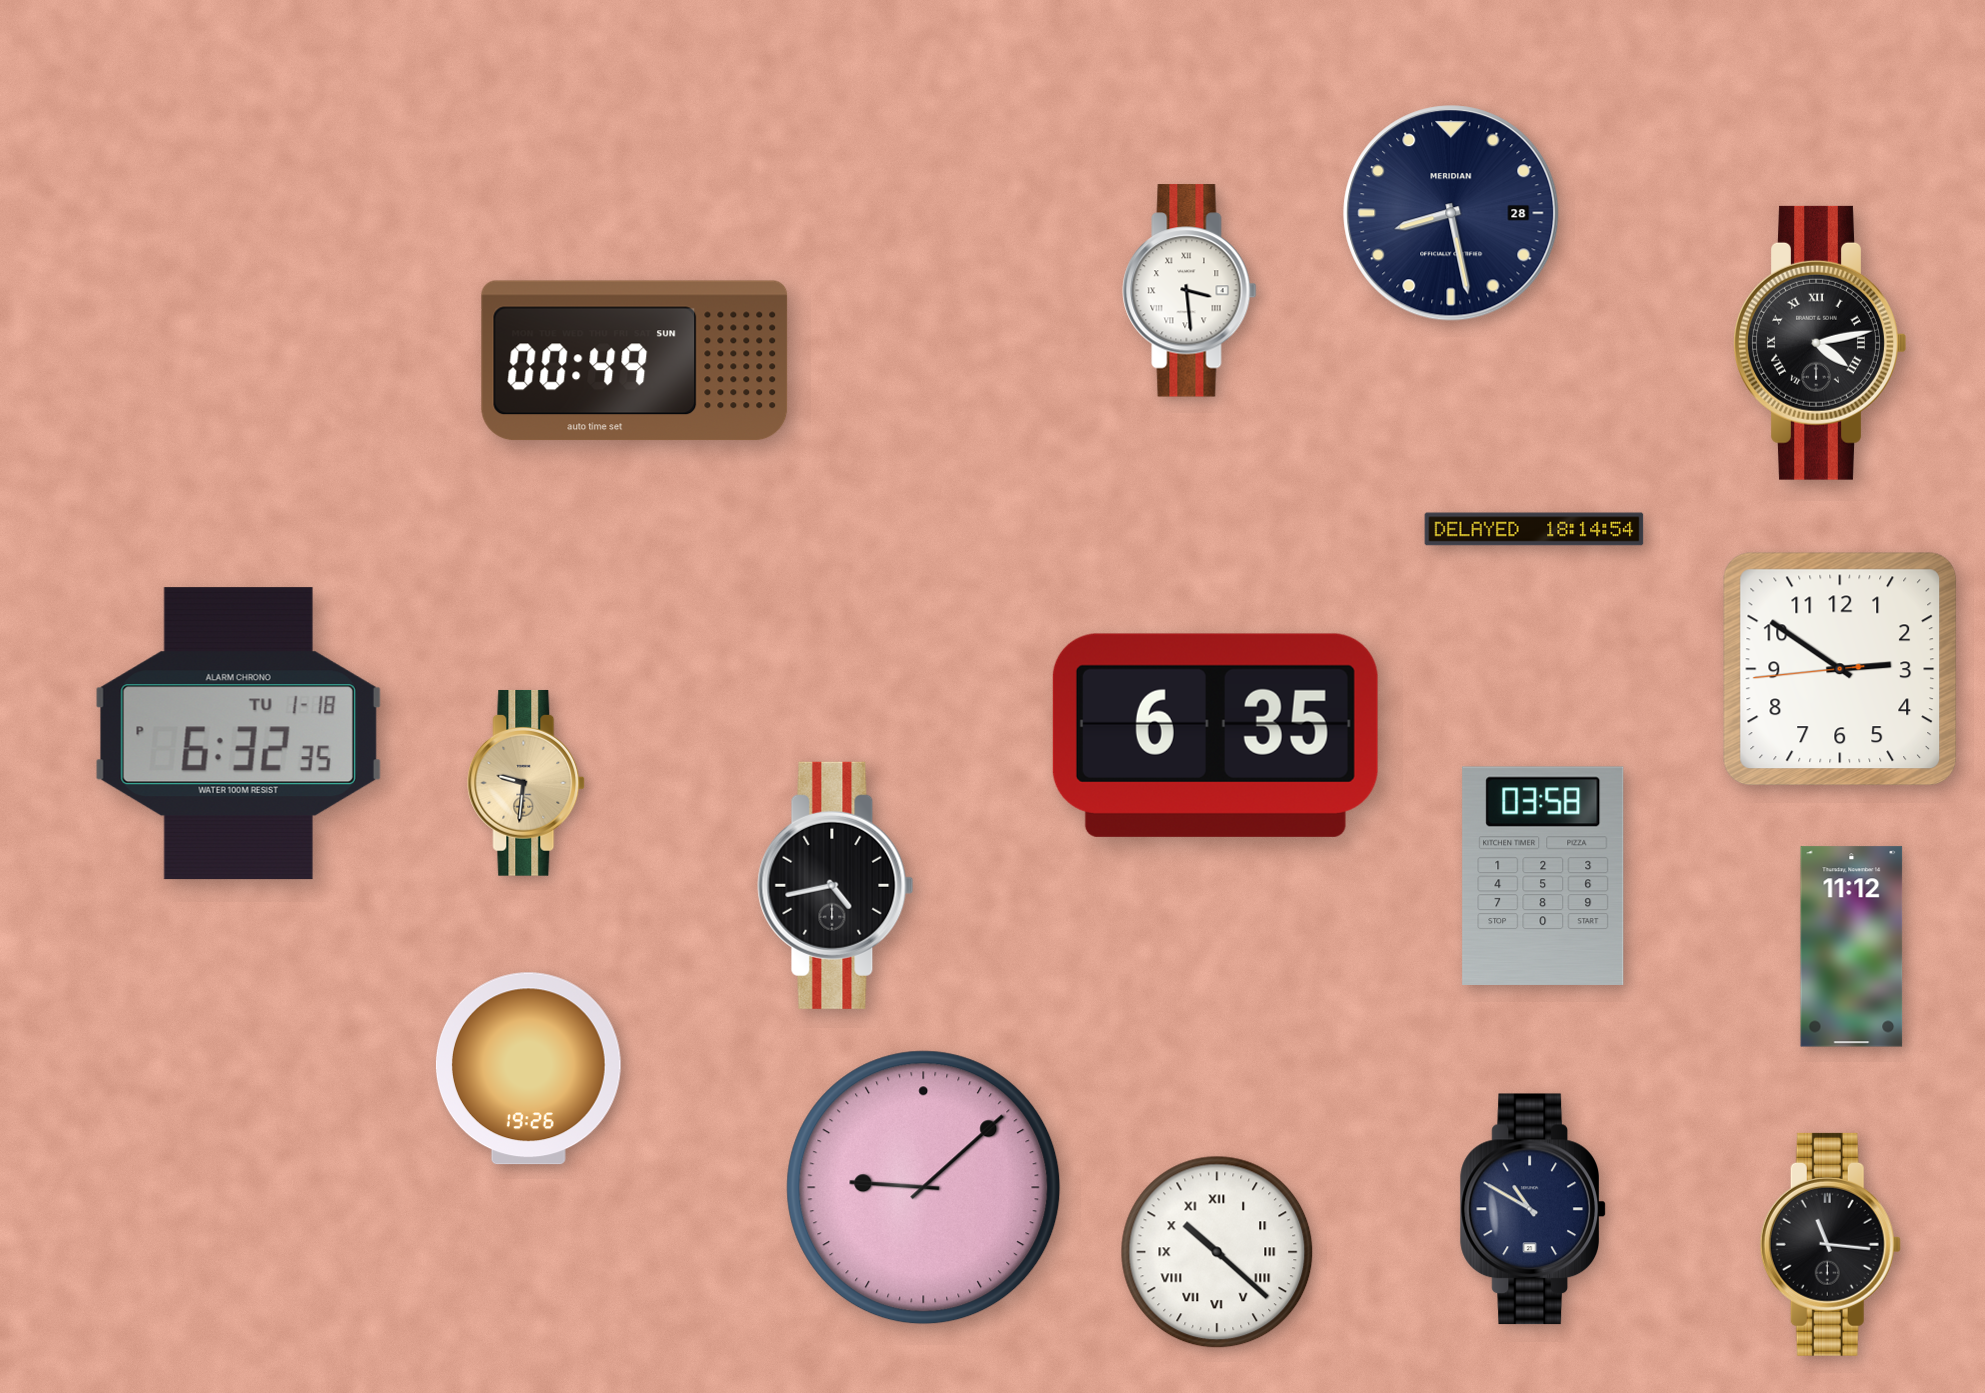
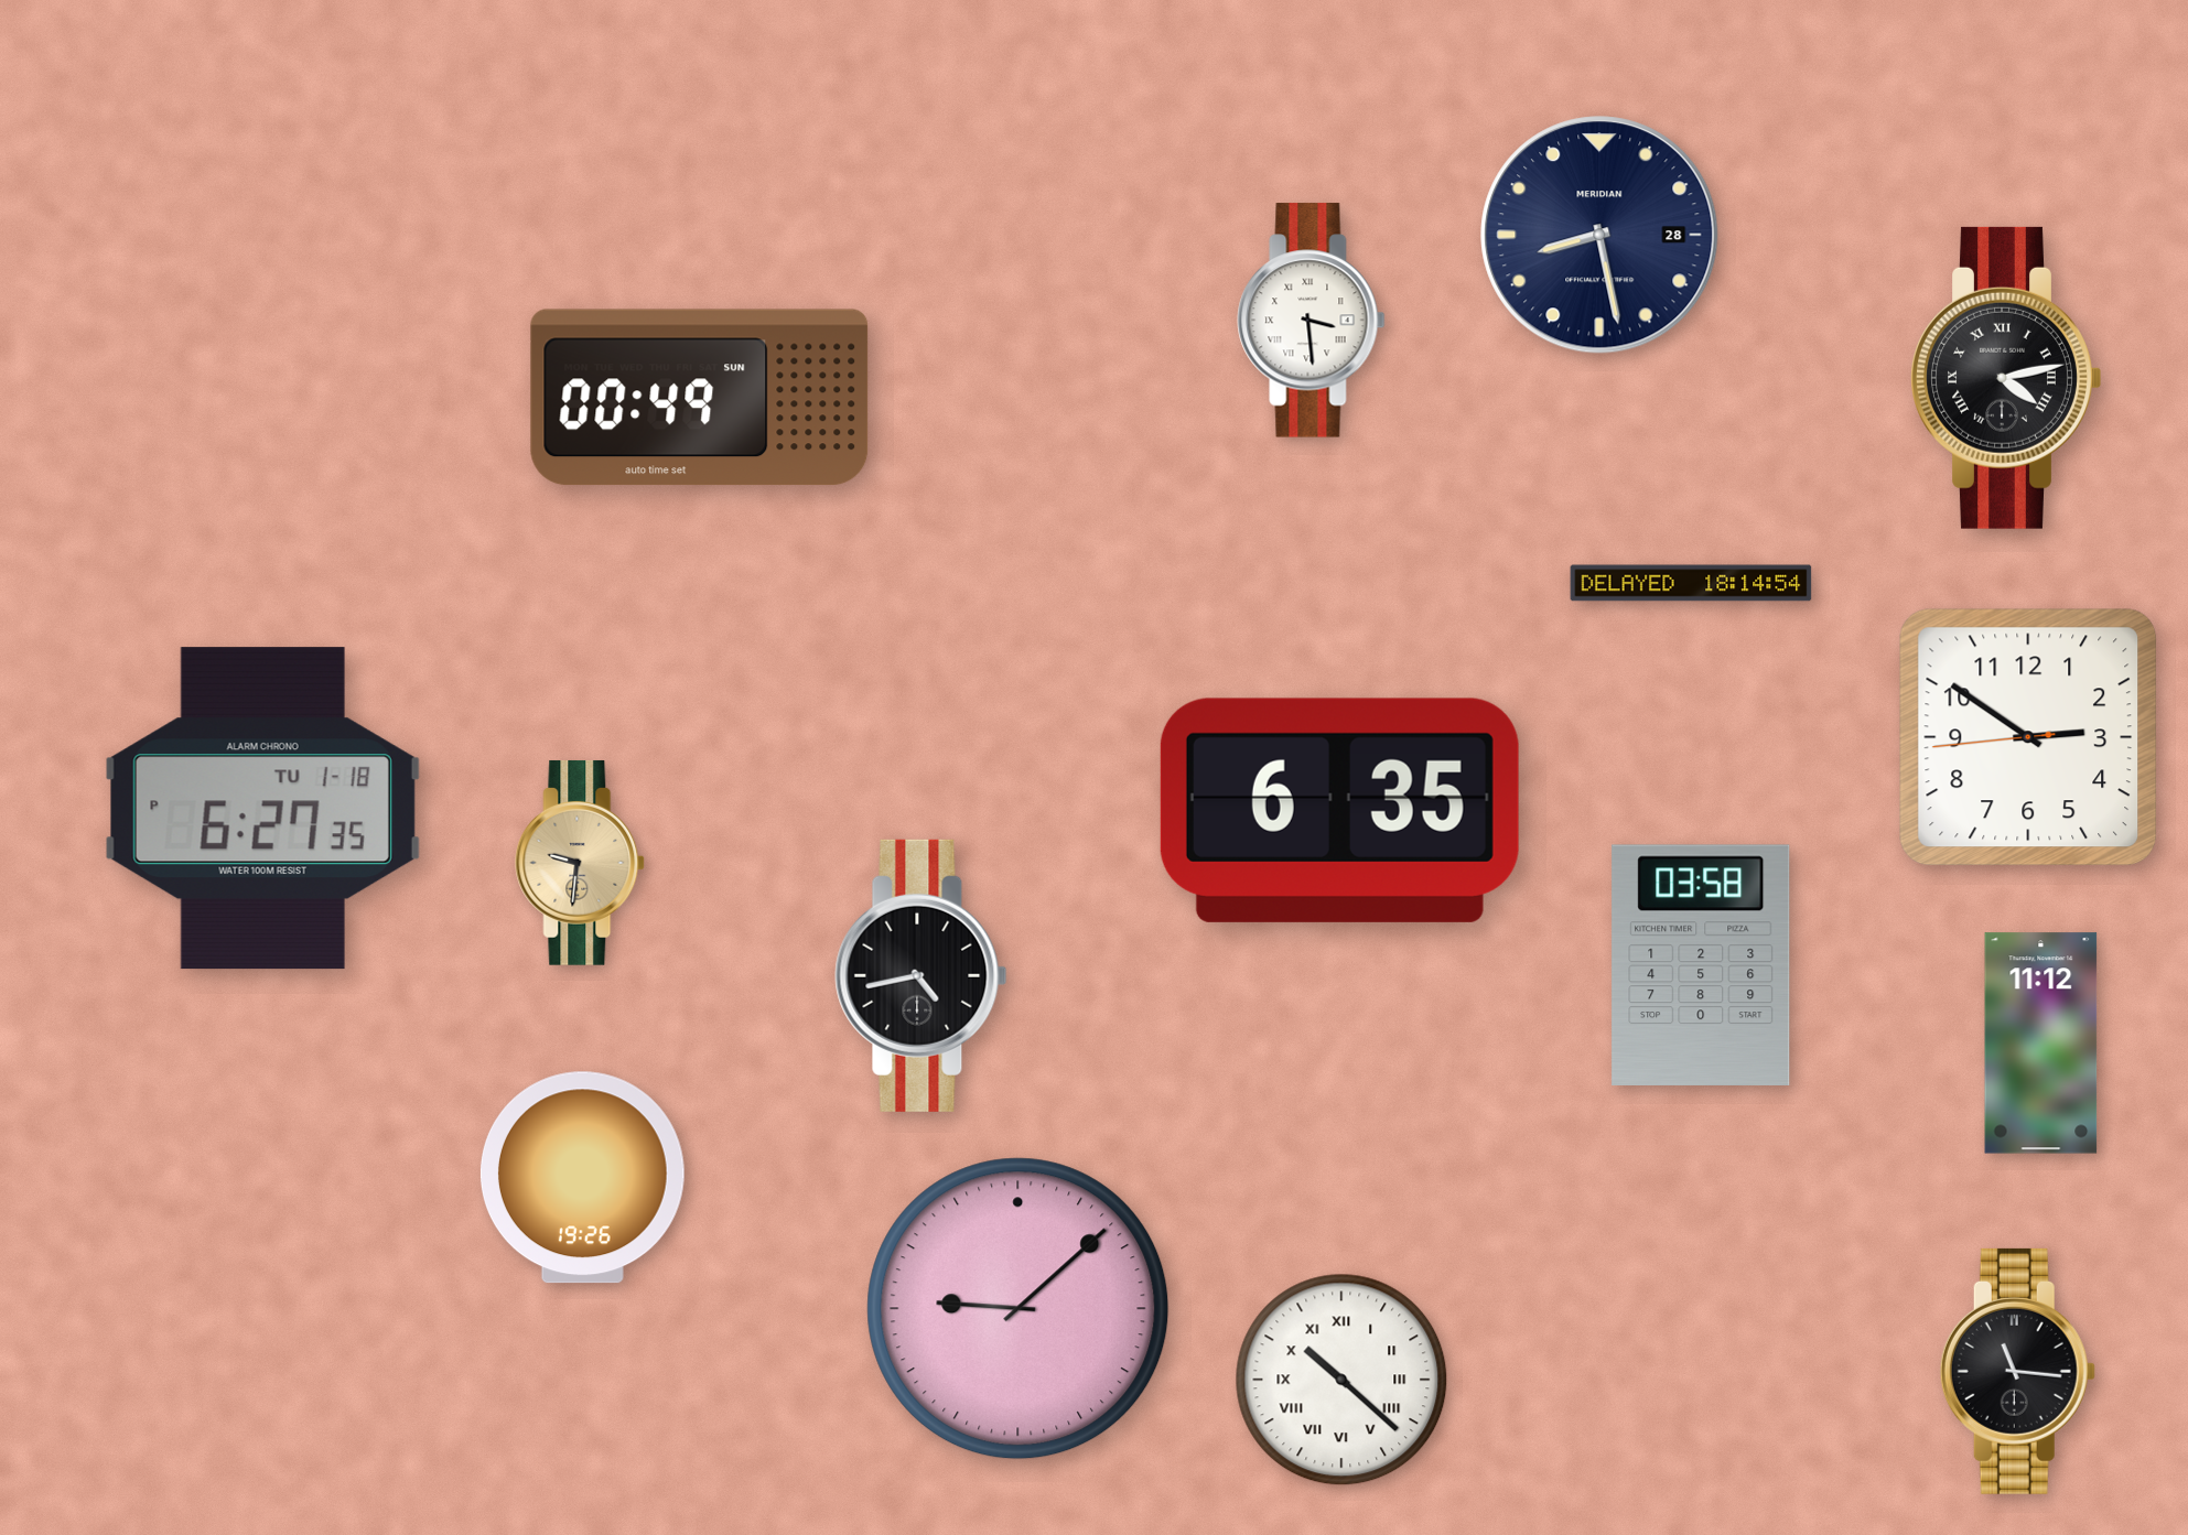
clock at (238, 734): 6:32 -> 6:27
clock at (1533, 1209): 10:50 -> none
